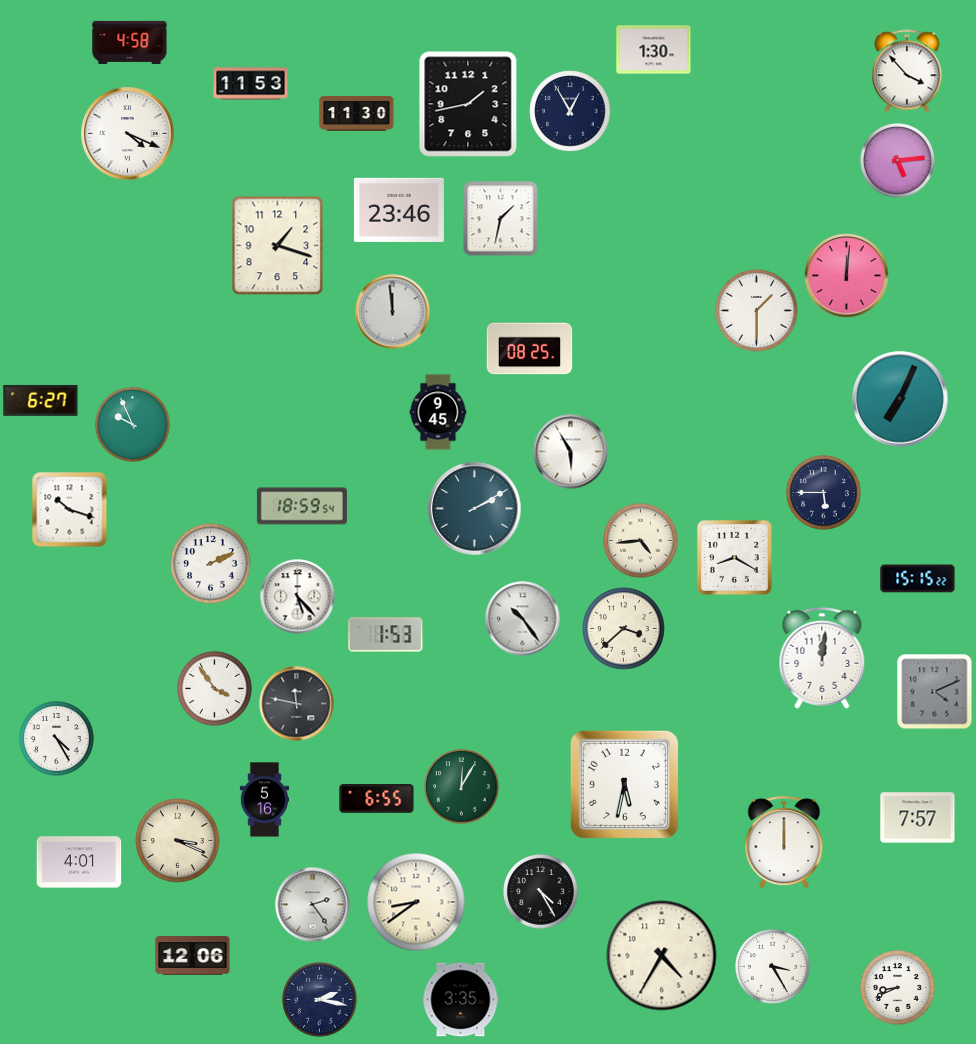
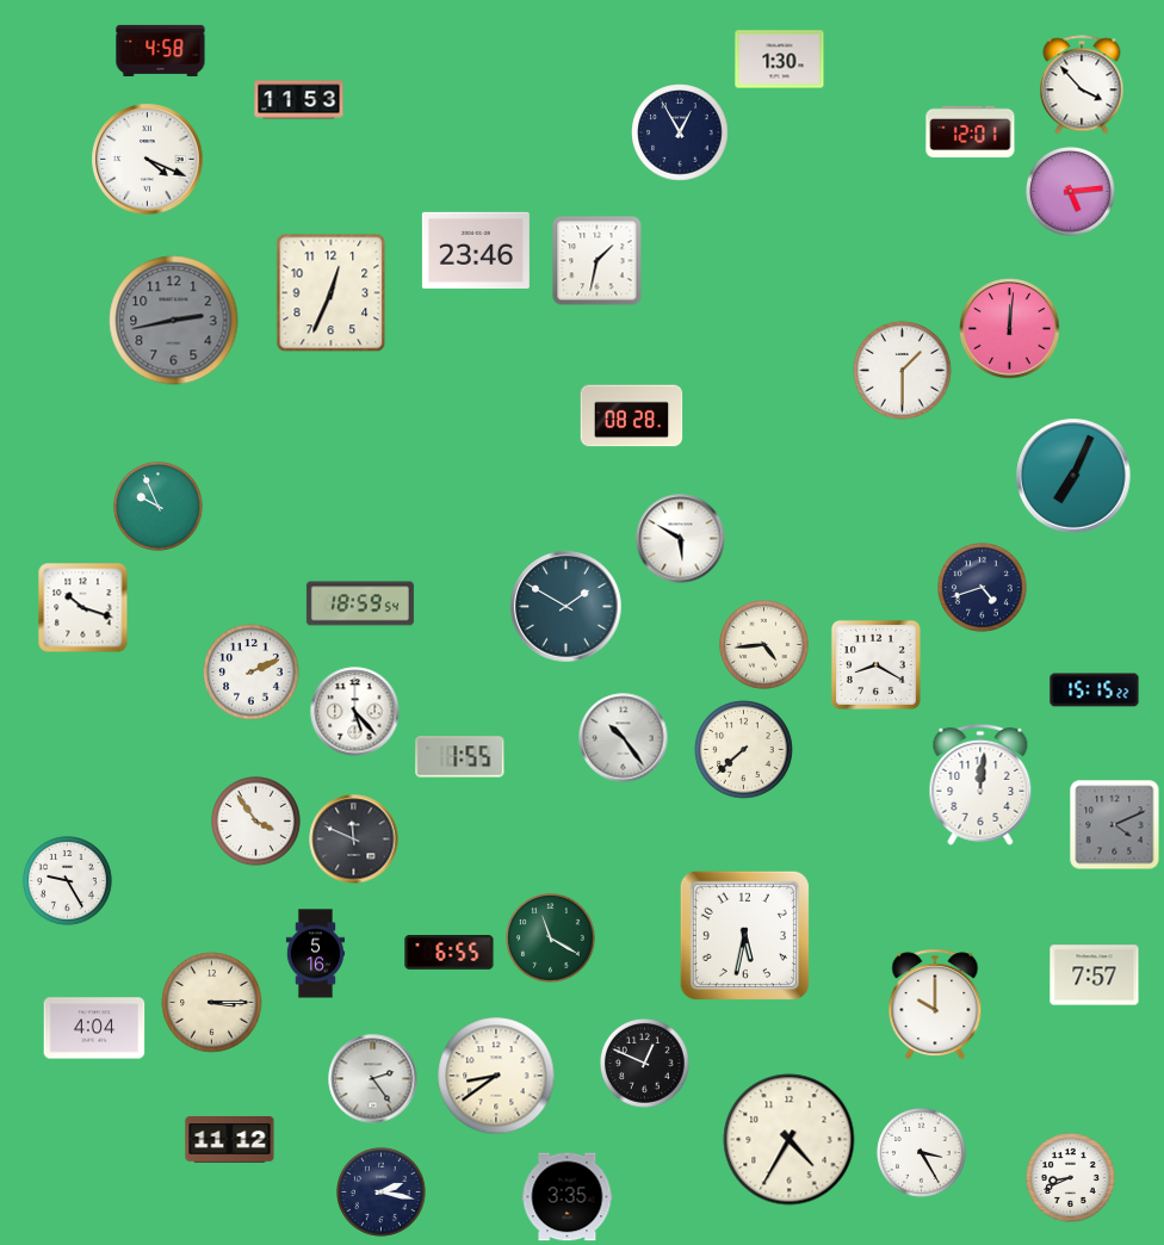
clock at (130, 42) position: (130, 42) -> (161, 50)
clock at (468, 104): 1:43 -> none
clock at (971, 132): none -> 12:01
clock at (357, 113): 11:30 -> none
clock at (128, 134) position: (128, 134) -> (148, 160)
clock at (278, 246): 1:18 -> 12:34
clock at (174, 321): none -> 2:43
clock at (393, 312): 11:59 -> none
clock at (530, 349): 08:25 -> 08:28
clock at (41, 400): 6:27 -> none
clock at (438, 412): 9:45 -> none
clock at (571, 452): 5:55 -> 5:50
clock at (824, 493): 5:45 -> 4:42
clock at (475, 509): 2:10 -> 1:50
clock at (624, 629): 3:38 -> 7:38
clock at (386, 635): 1:53 -> 1:55
clock at (297, 704): 11:47 -> 11:49
clock at (57, 739): 4:25 -> 9:25
clock at (462, 787): 12:05 -> 11:20
clock at (178, 841): 3:19 -> 3:15
clock at (784, 842): 12:00 -> 10:00
clock at (79, 862): 4:01 -> 4:04
clock at (541, 892): 4:25 -> 12:49
clock at (193, 956): 12:06 -> 11:12
clock at (461, 1000) position: (461, 1000) -> (568, 1197)
